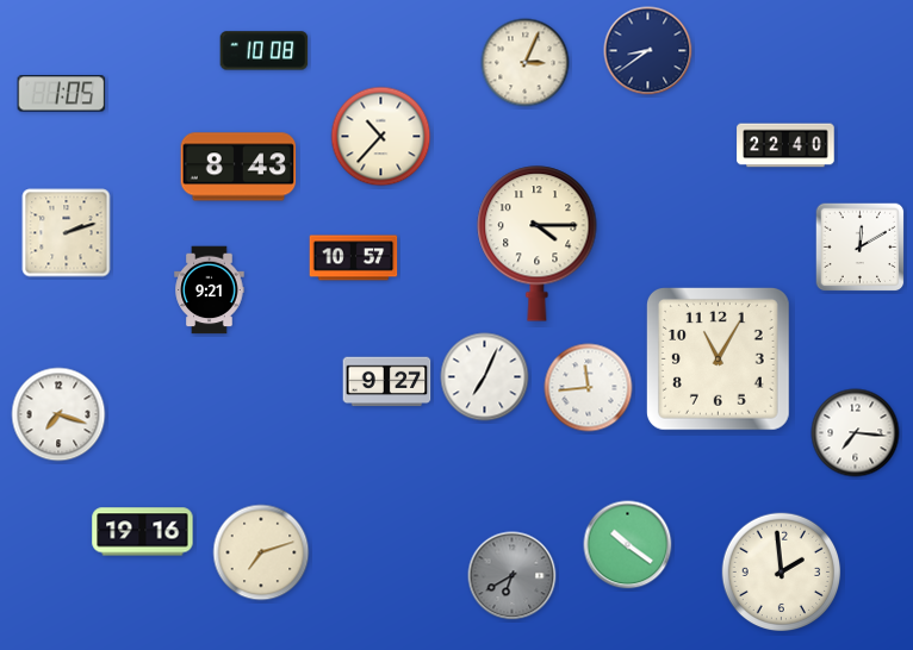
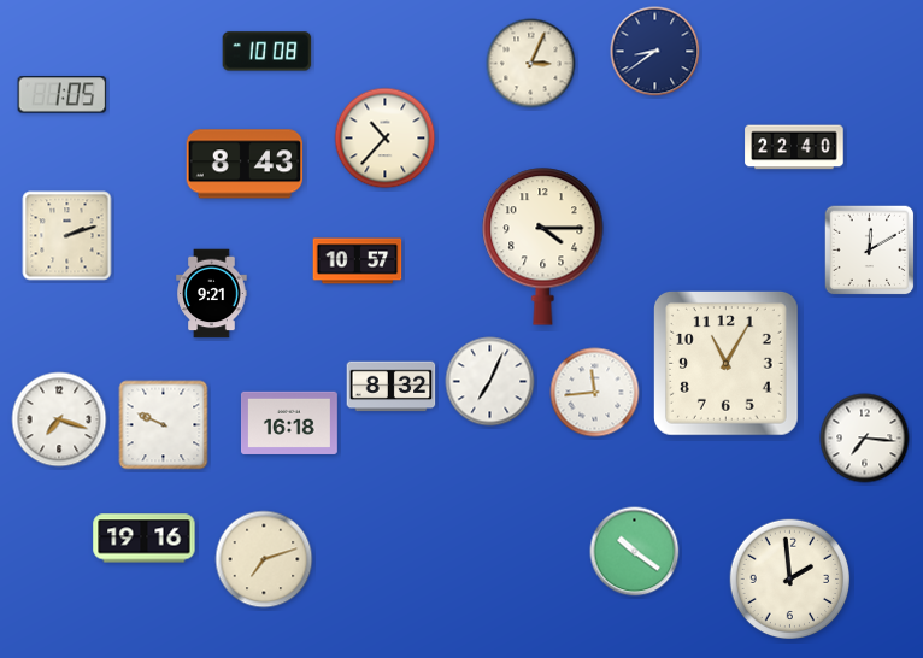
clock at (238, 167) position: (238, 167) -> (245, 164)
clock at (387, 382): 9:27 -> 8:32
clock at (289, 423): none -> 16:18
clock at (164, 425): none -> 9:49
clock at (513, 576): 6:40 -> none
